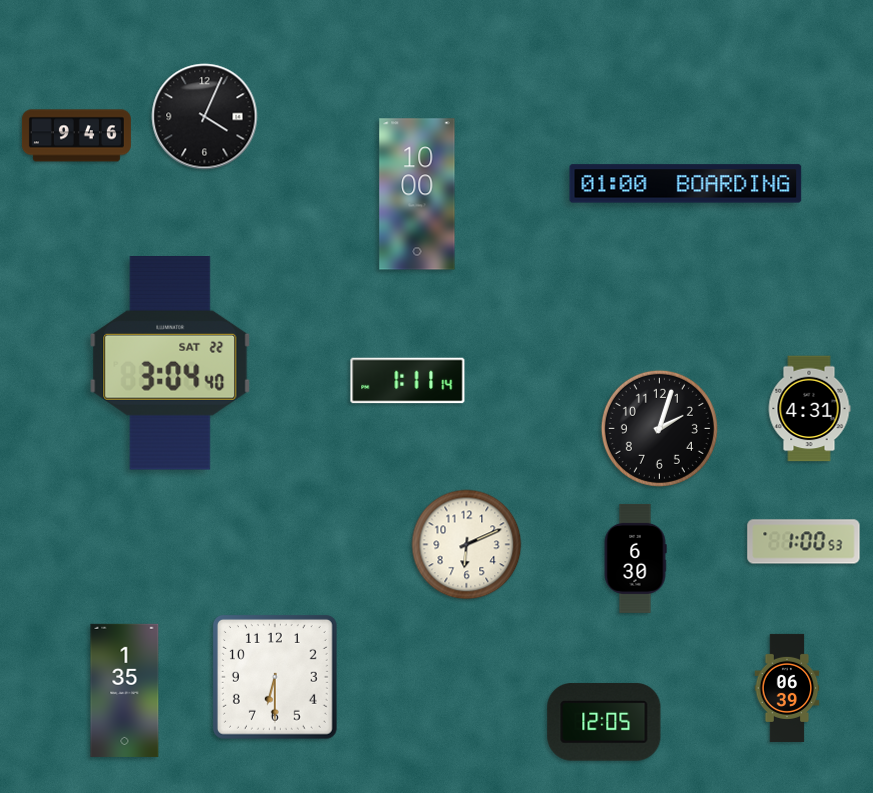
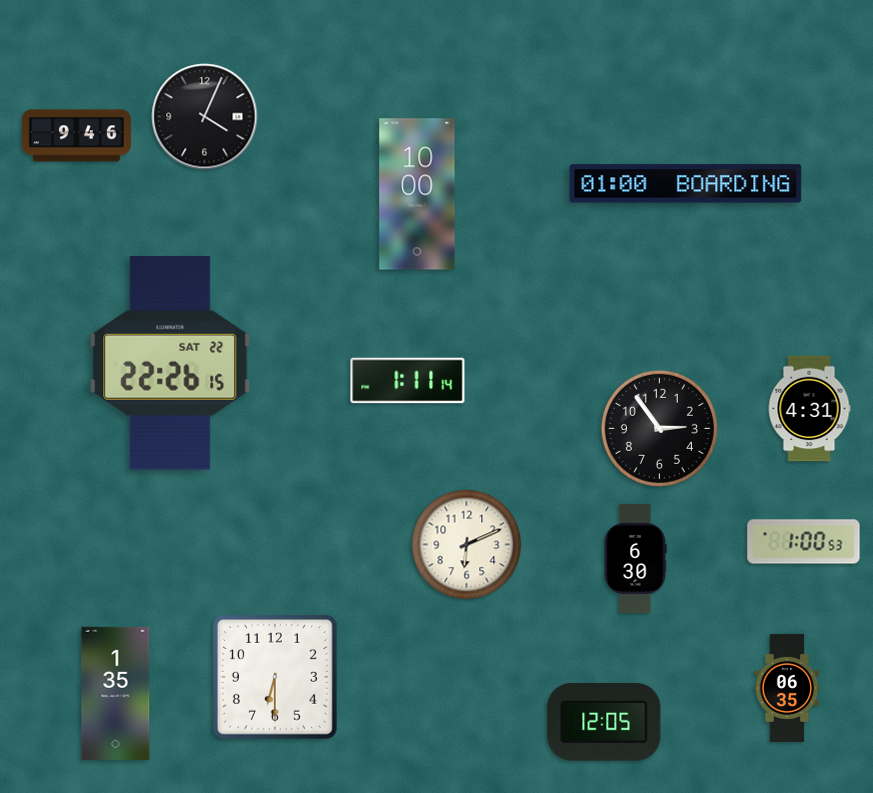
clock at (170, 364): 3:04 -> 22:26
clock at (659, 428): 2:03 -> 2:54
clock at (787, 688): 06:39 -> 06:35
clock at (125, 690) position: (125, 690) -> (116, 693)
